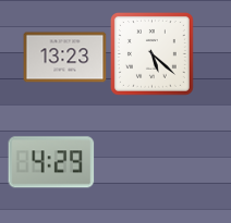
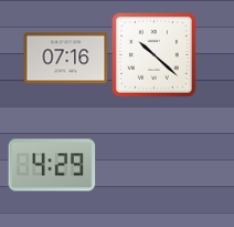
clock at (151, 53): 5:22 -> 10:22
clock at (65, 58): 13:23 -> 07:16
